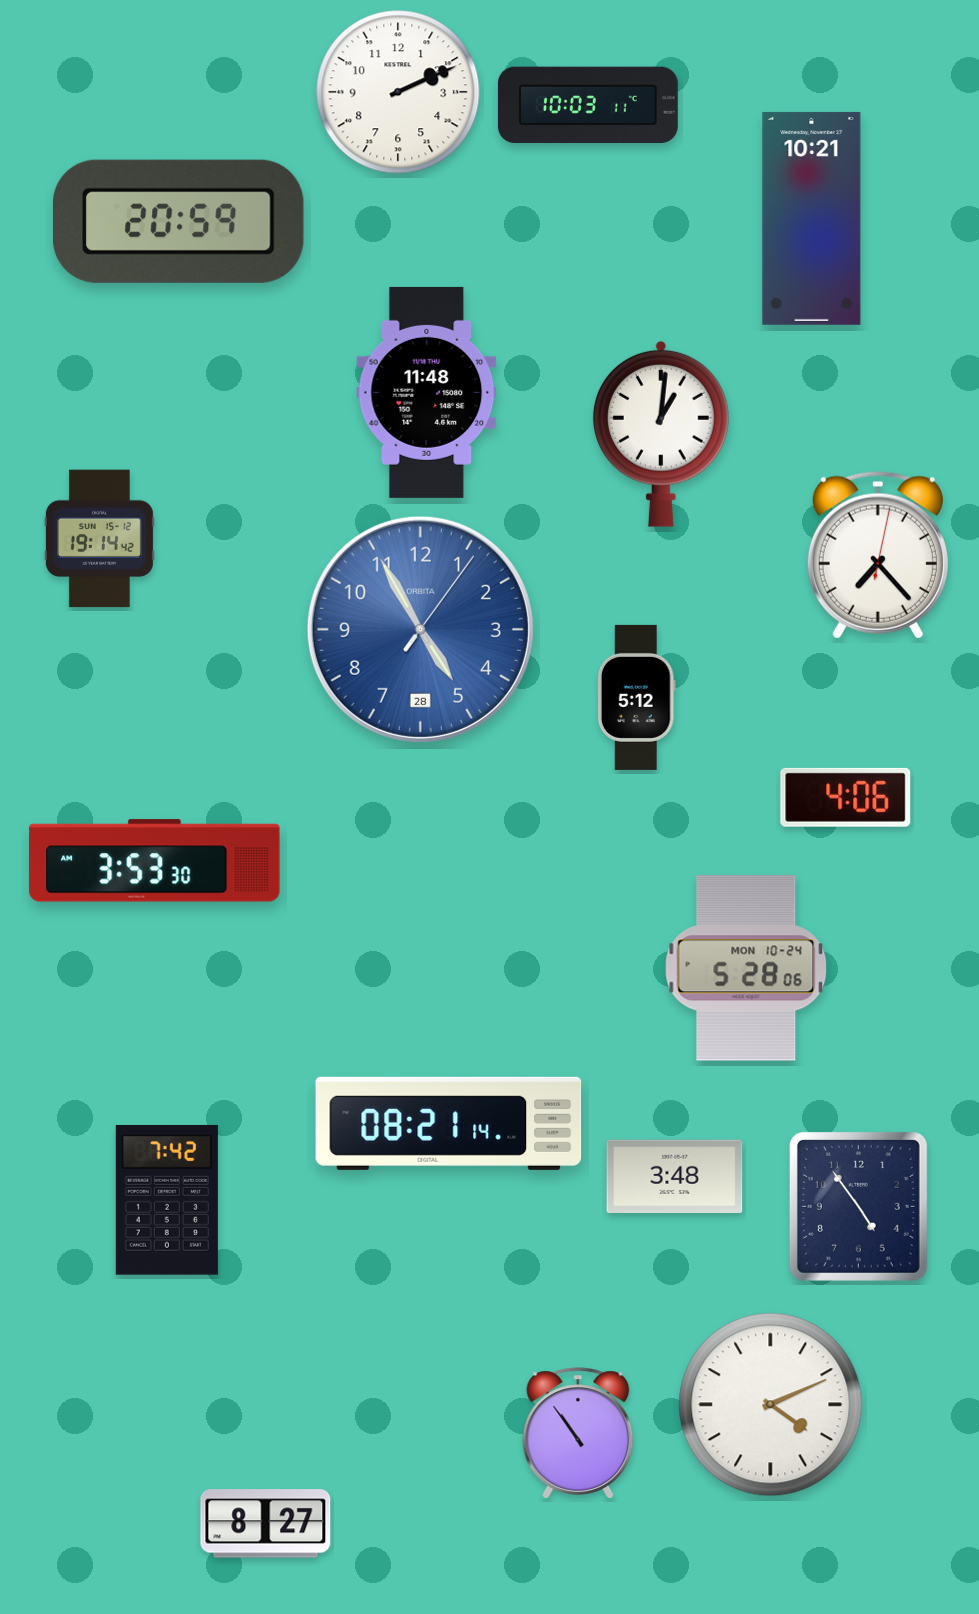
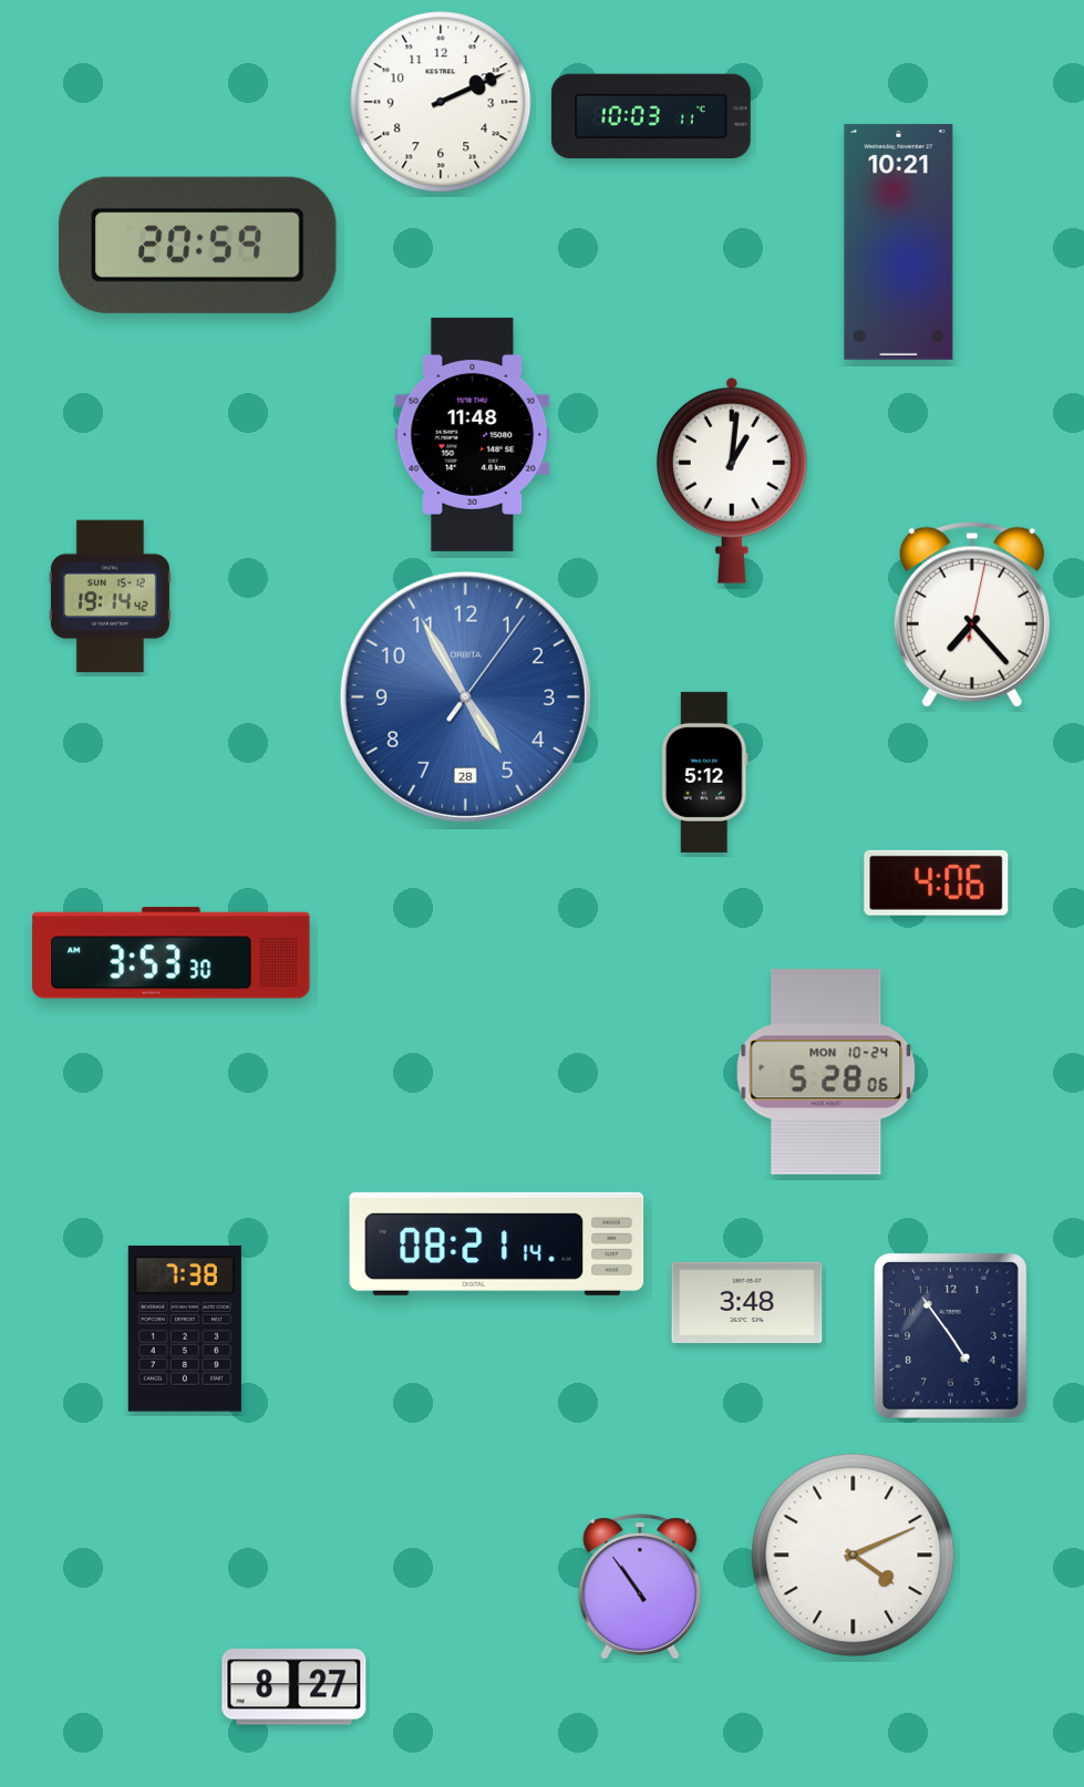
clock at (167, 1200): 7:42 -> 7:38
